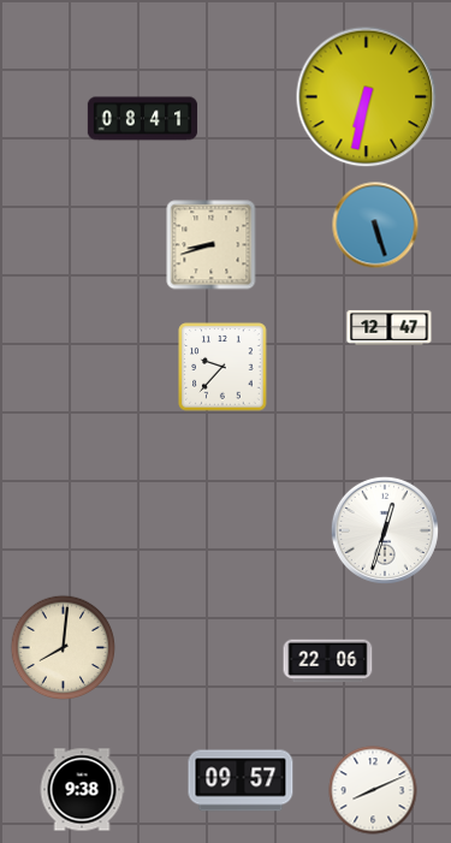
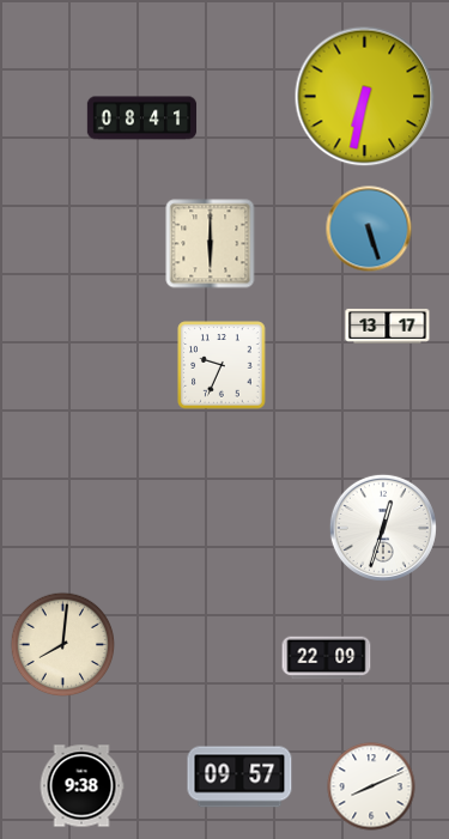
clock at (375, 225) position: (375, 225) -> (369, 229)
clock at (212, 245): 8:42 -> 6:00
clock at (390, 327): 12:47 -> 13:17
clock at (222, 367): 9:37 -> 9:34
clock at (328, 661): 22:06 -> 22:09
